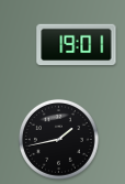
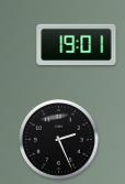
clock at (58, 139): 1:43 -> 2:26
